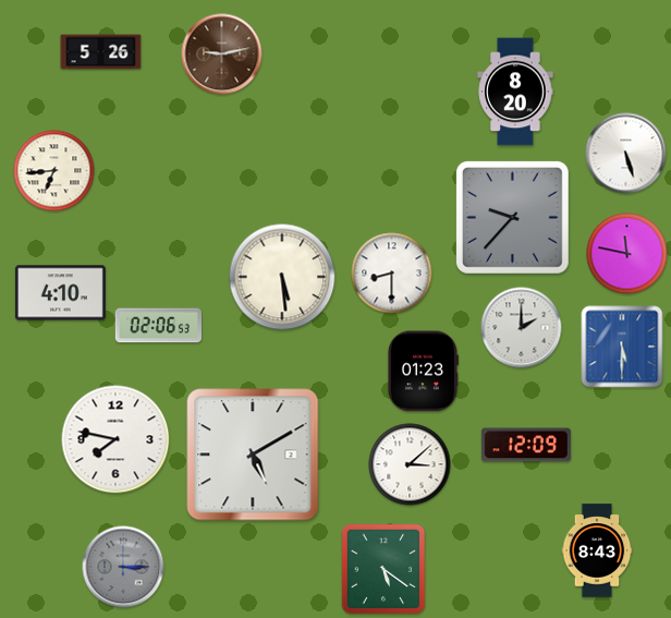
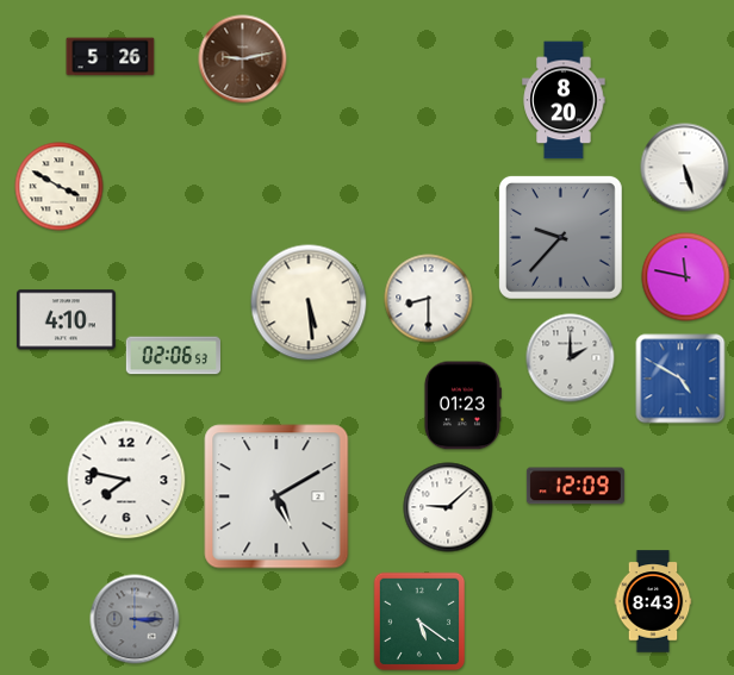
clock at (54, 171): 6:44 -> 3:50
clock at (622, 347): 5:30 -> 4:50
clock at (410, 464): 3:08 -> 9:08
